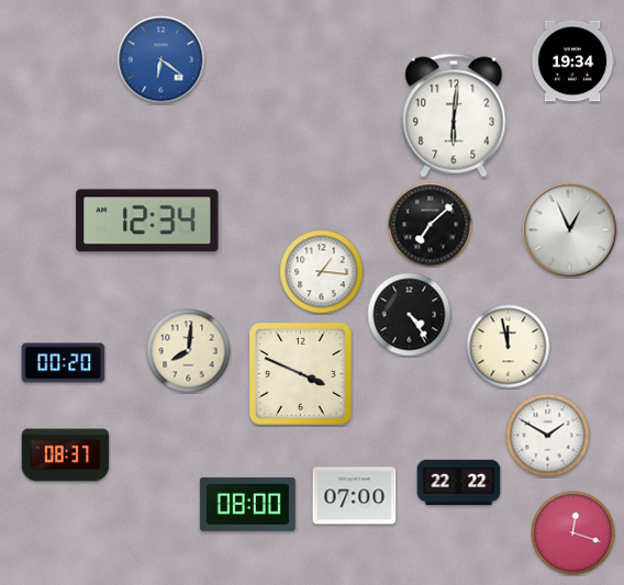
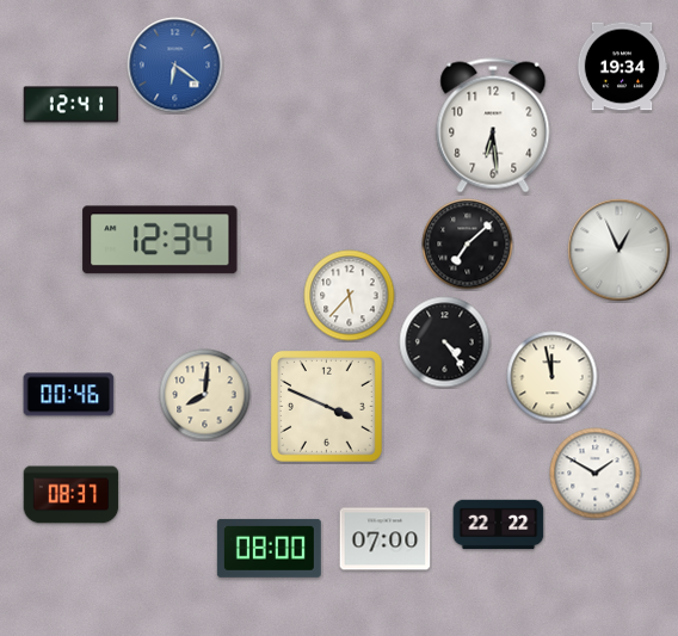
clock at (72, 105): none -> 12:41
clock at (454, 115): 6:01 -> 6:29
clock at (322, 272): 1:16 -> 5:37
clock at (189, 351) position: (189, 351) -> (205, 395)
clock at (64, 363): 00:20 -> 00:46
clock at (573, 533): 12:18 -> none
